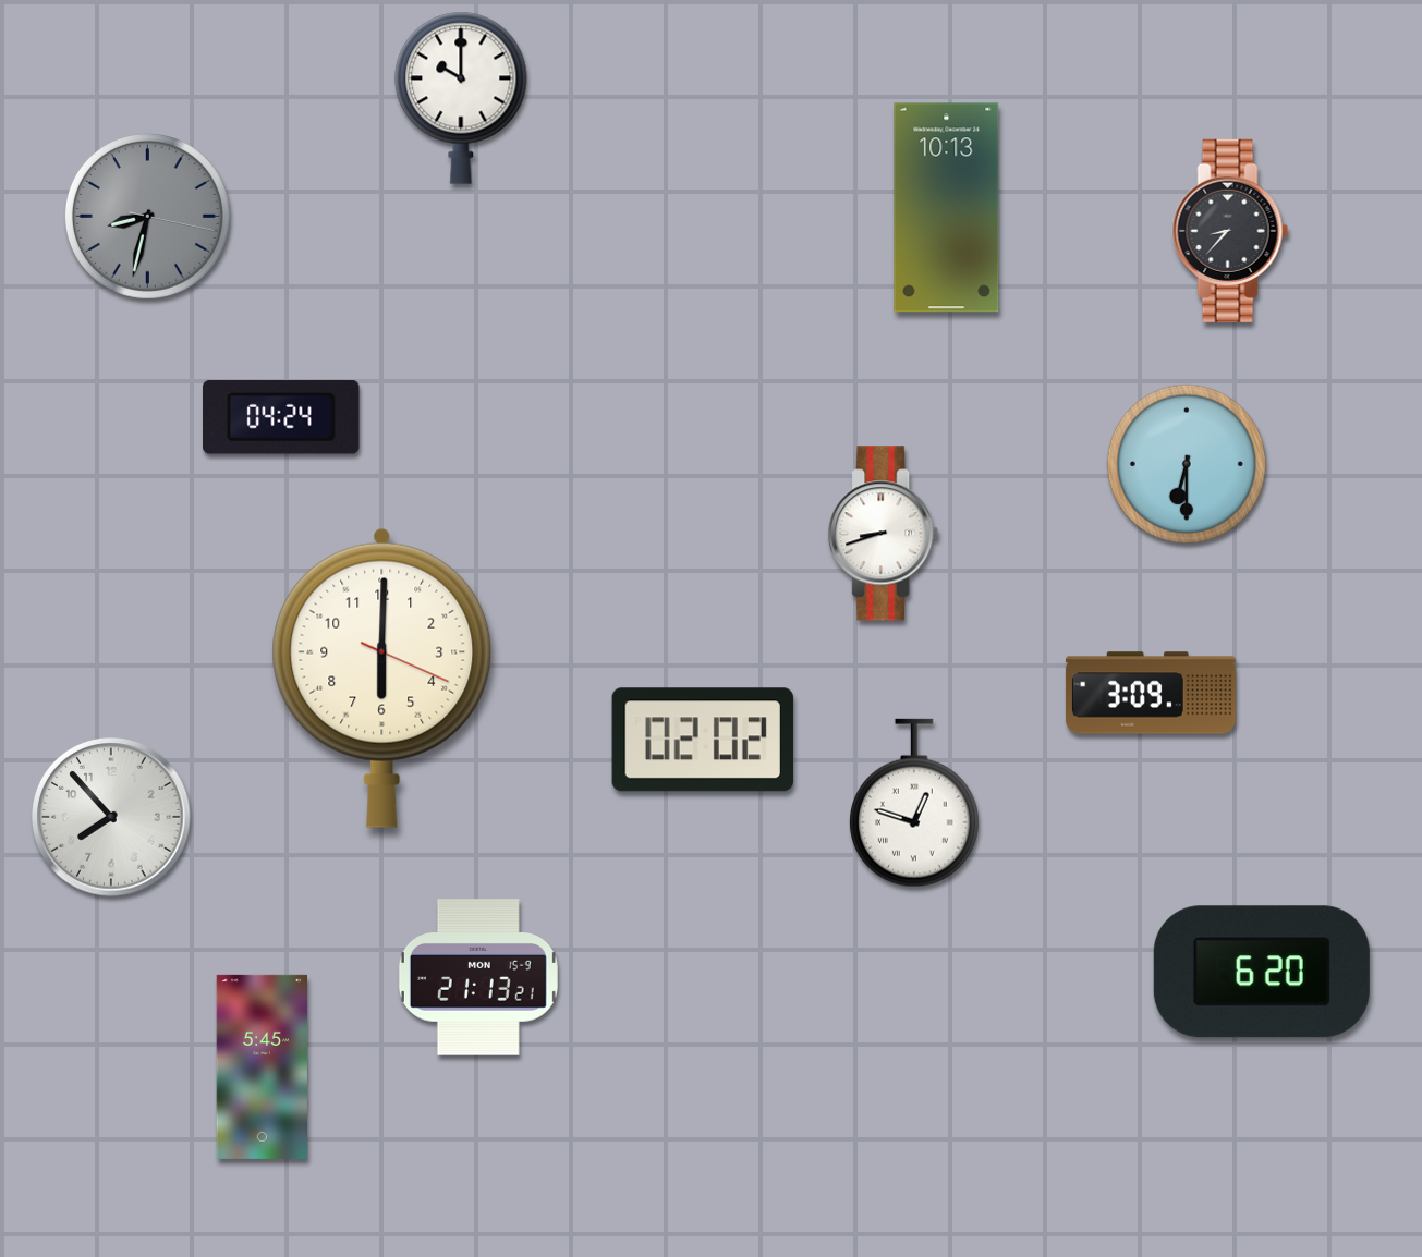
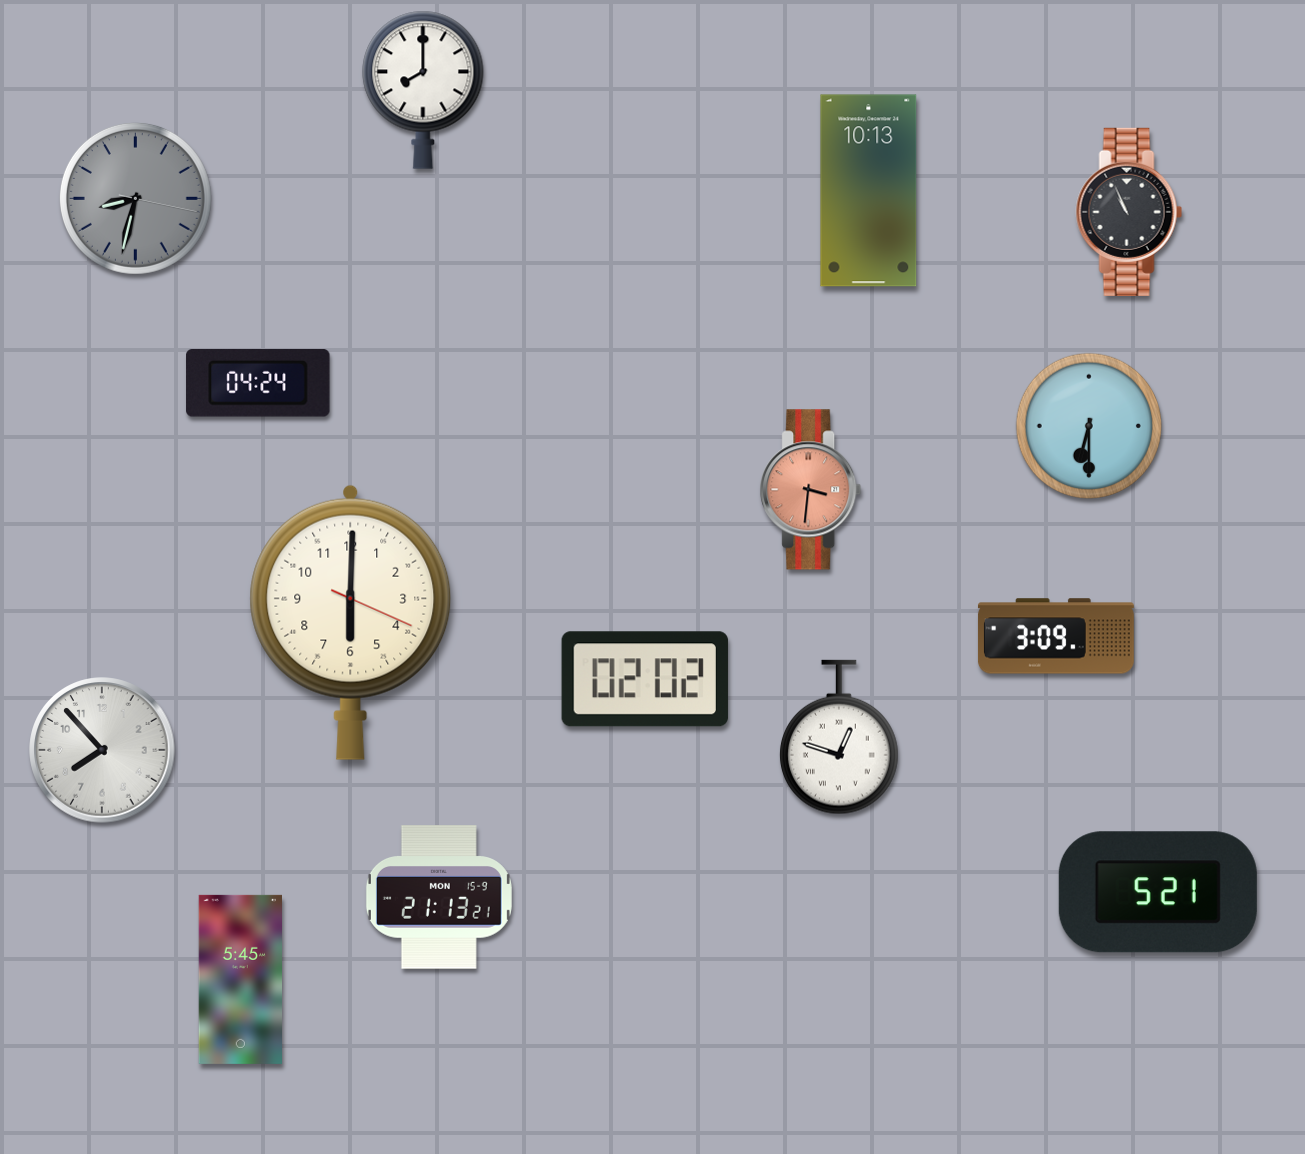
clock at (461, 98): 10:00 -> 8:00
clock at (1230, 231): 8:37 -> 10:56
clock at (884, 534): 8:42 -> 3:31
clock at (884, 534) dial: white -> salmon
clock at (1262, 972): 6:20 -> 5:21
